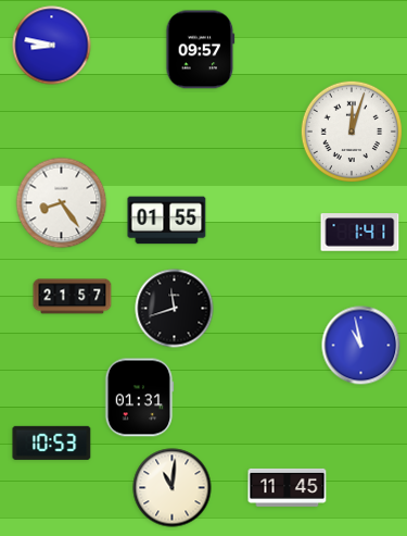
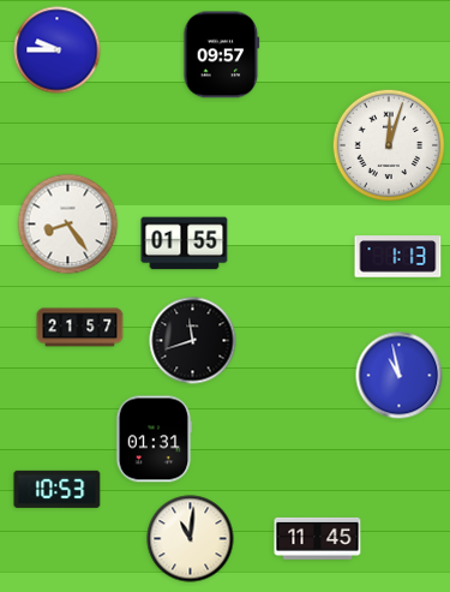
clock at (52, 46): 8:47 -> 9:45
clock at (360, 233): 1:41 -> 1:13
clock at (361, 346) position: (361, 346) -> (400, 376)
